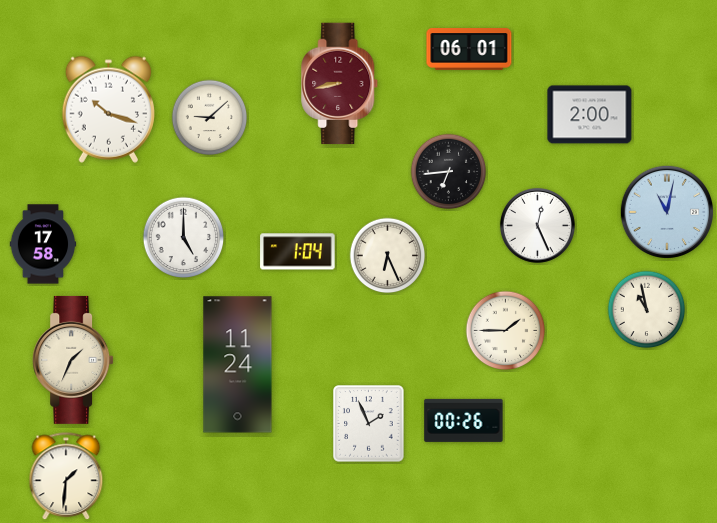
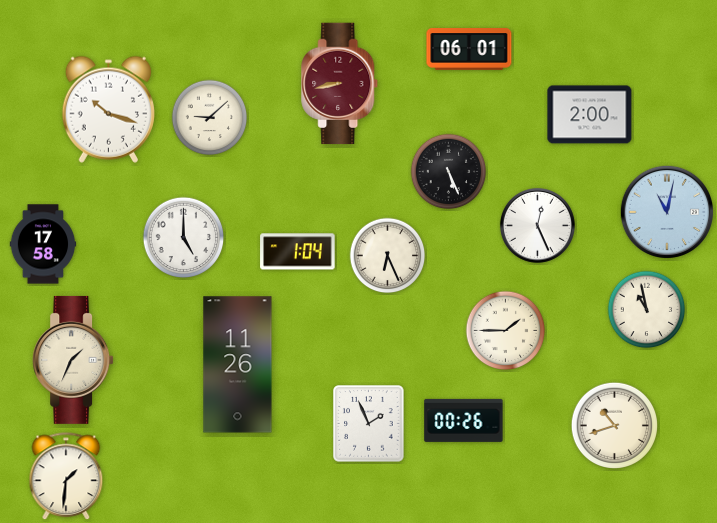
clock at (449, 172): 6:44 -> 5:26
clock at (238, 365): 11:24 -> 11:26
clock at (614, 425): none -> 10:42
